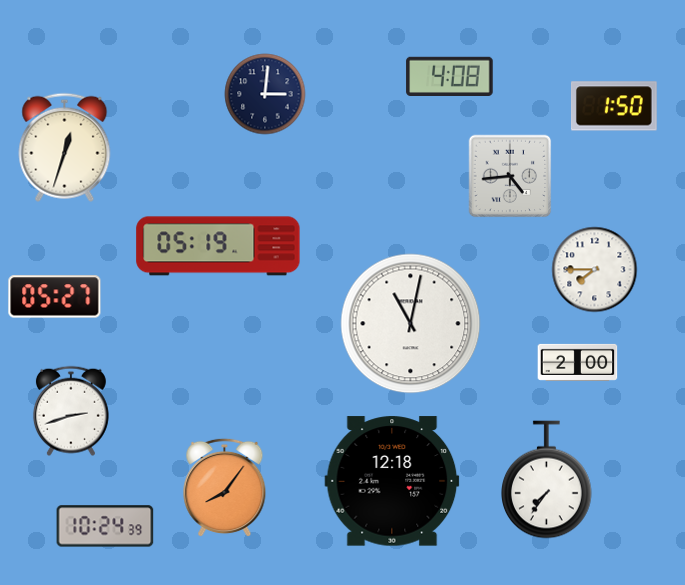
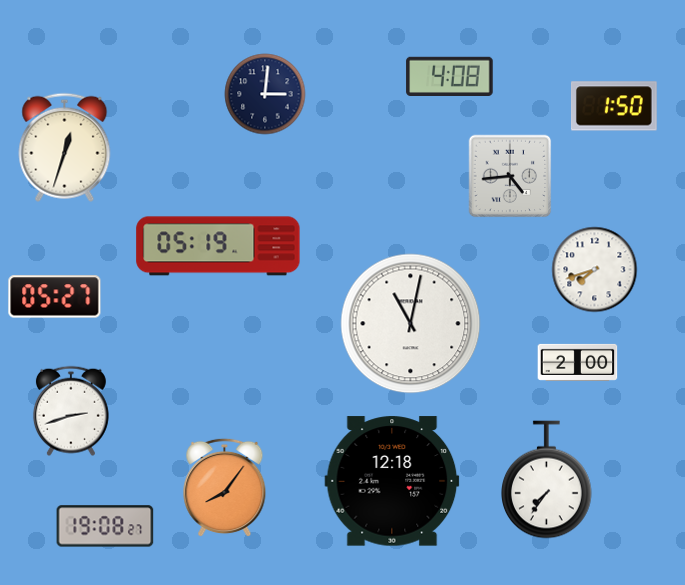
clock at (595, 270): 7:45 -> 7:42
clock at (105, 526): 10:24 -> 19:08
